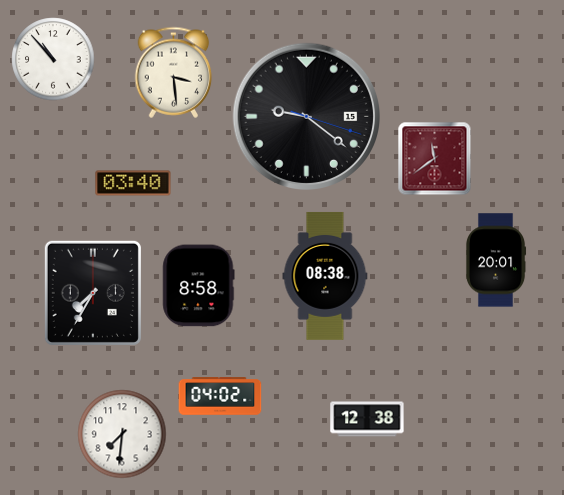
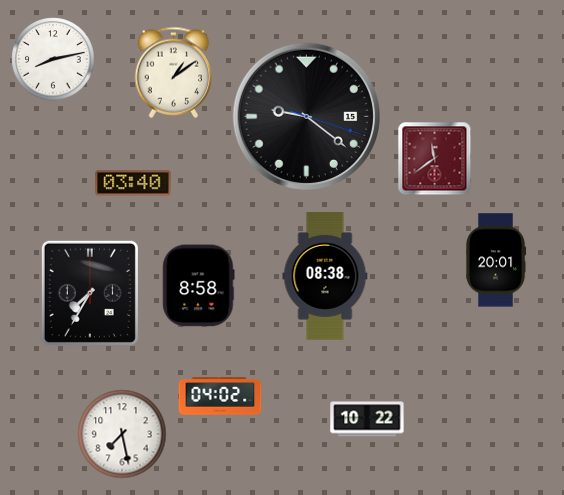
clock at (53, 59): 10:53 -> 8:13
clock at (174, 72): 3:29 -> 1:09
clock at (93, 293) position: (93, 293) -> (90, 293)
clock at (367, 419): 12:38 -> 10:22
clock at (122, 434): 7:31 -> 7:28
